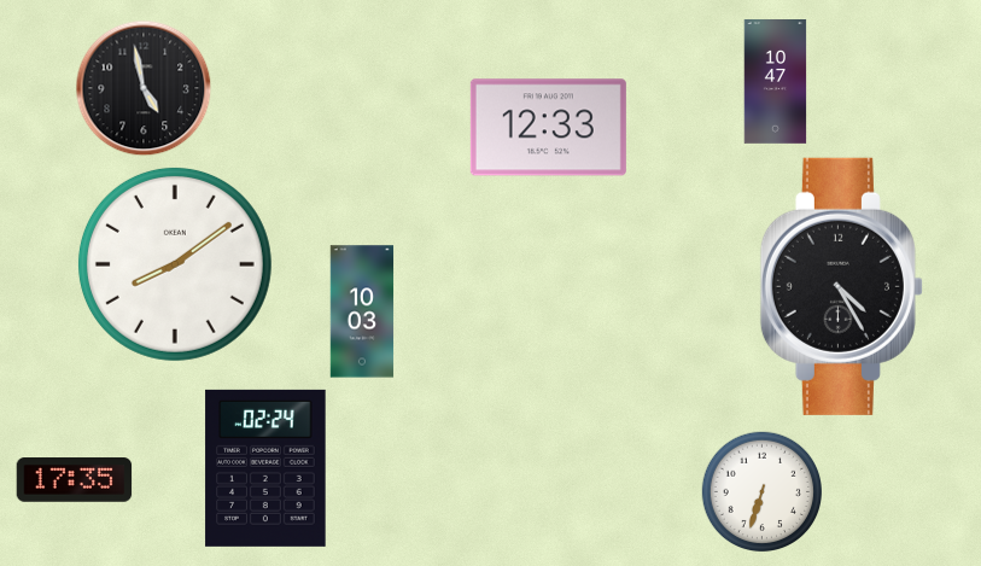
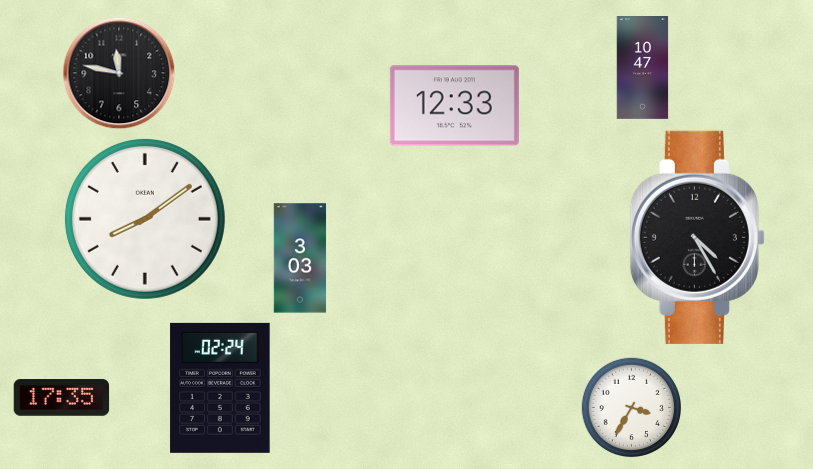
clock at (144, 88): 4:58 -> 11:47
clock at (362, 311): 10:03 -> 3:03
clock at (763, 492): 6:33 -> 3:35
